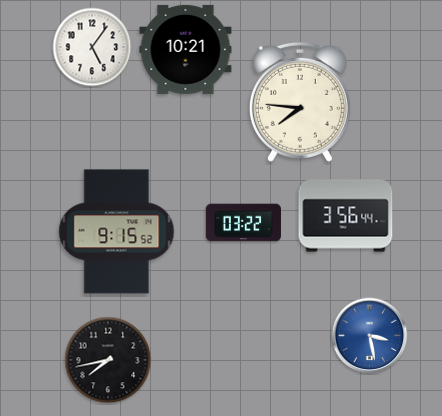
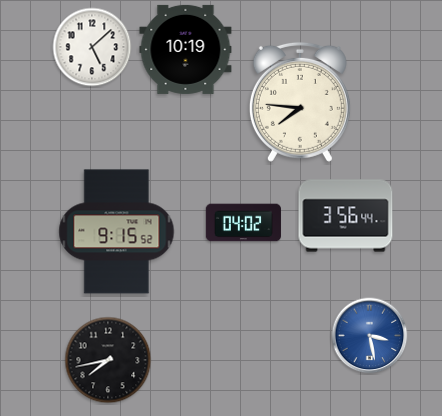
clock at (92, 47): 5:06 -> 5:08
clock at (186, 49): 10:21 -> 10:19
clock at (243, 223): 03:22 -> 04:02
